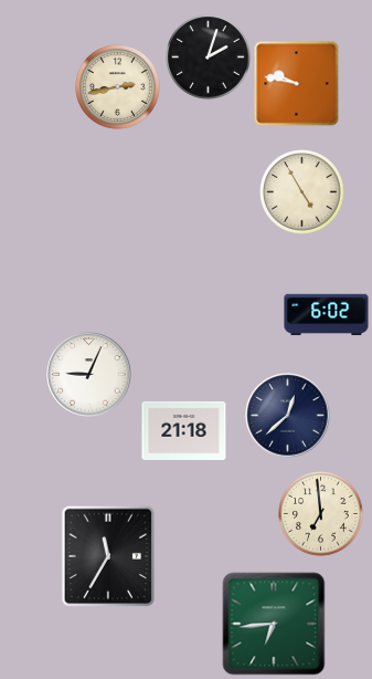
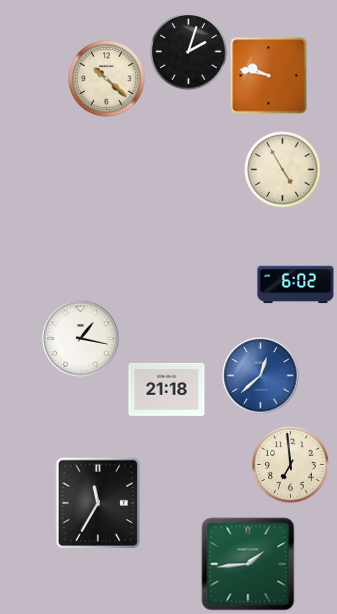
clock at (118, 87): 2:43 -> 10:22
clock at (302, 192) position: (302, 192) -> (283, 170)
clock at (89, 375): 9:04 -> 1:17
clock at (288, 416) dial: navy -> blue
clock at (274, 624): 6:44 -> 1:44
